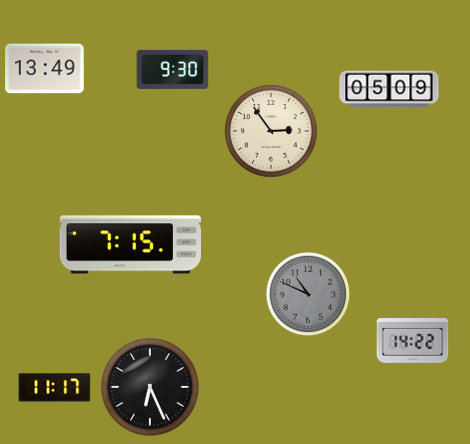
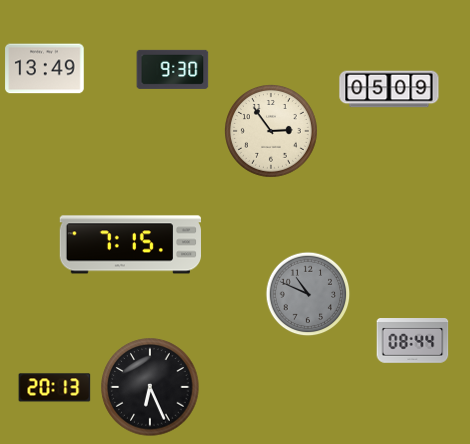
clock at (413, 341): 14:22 -> 08:44
clock at (55, 388): 11:17 -> 20:13
